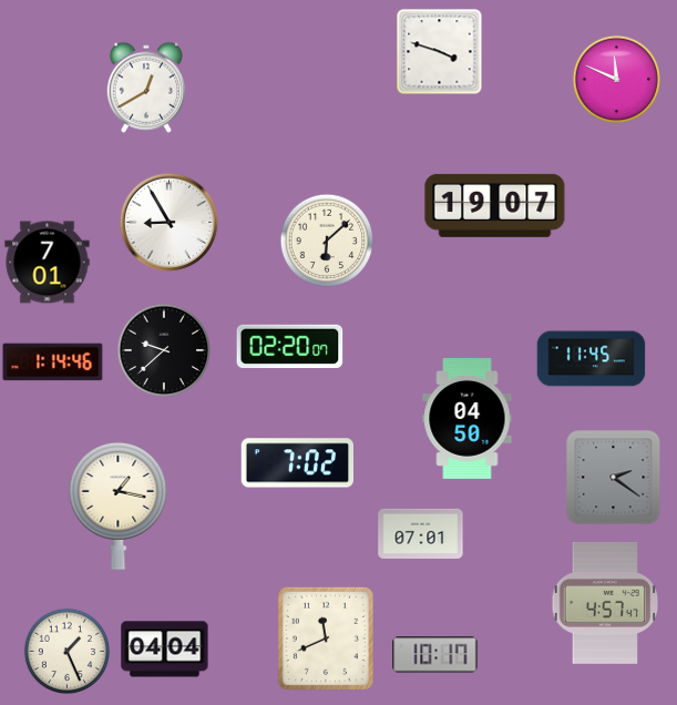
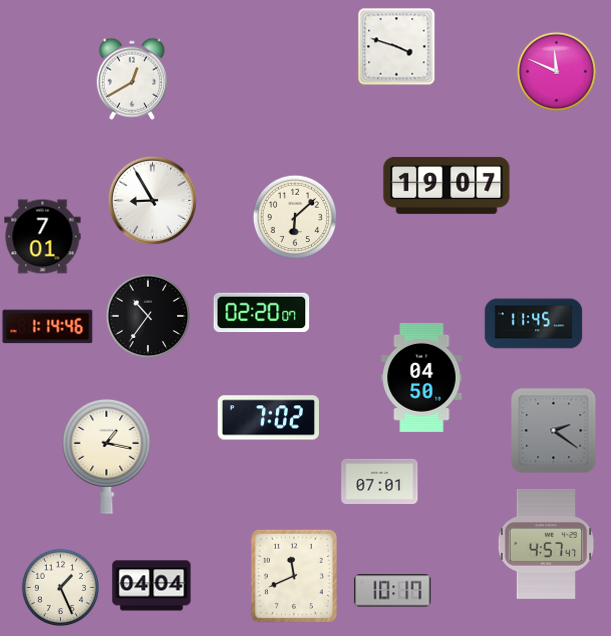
clock at (164, 350): 9:38 -> 10:36
clock at (165, 650) position: (165, 650) -> (152, 586)
